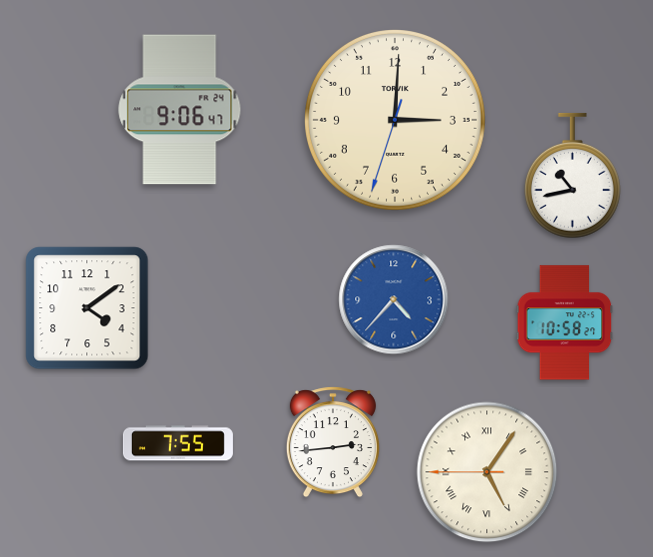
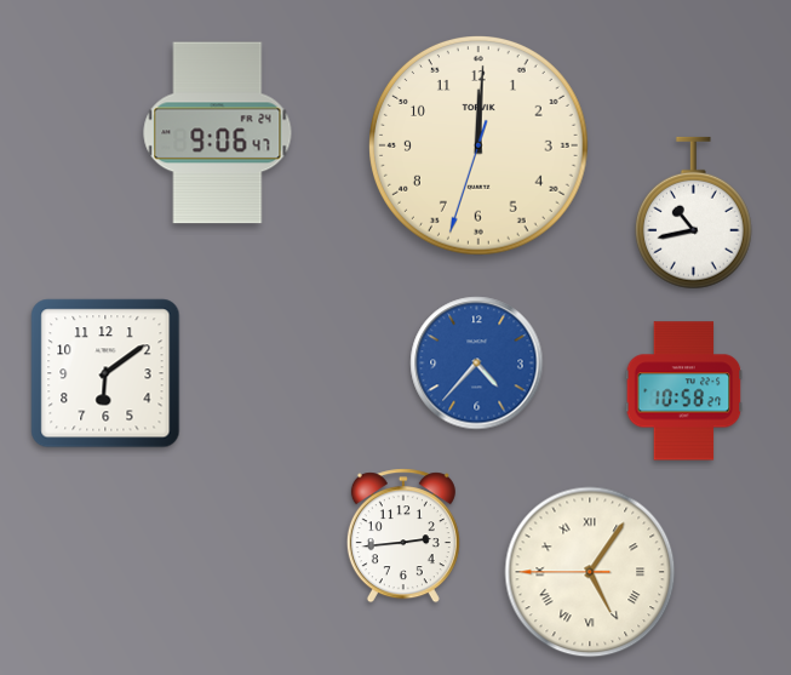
clock at (396, 121): 3:00 -> 12:00
clock at (87, 308): 4:09 -> 6:09
clock at (178, 443): 7:55 -> none
